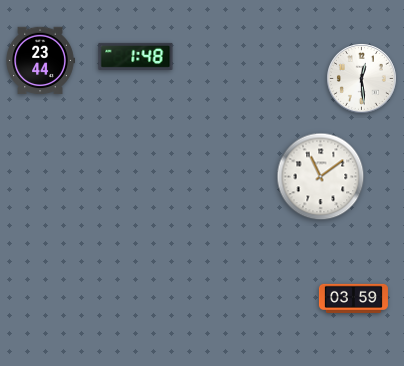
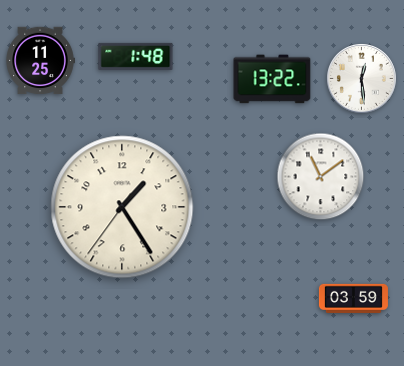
clock at (40, 61): 23:44 -> 11:25
clock at (272, 79): none -> 13:22
clock at (122, 207): none -> 1:24
